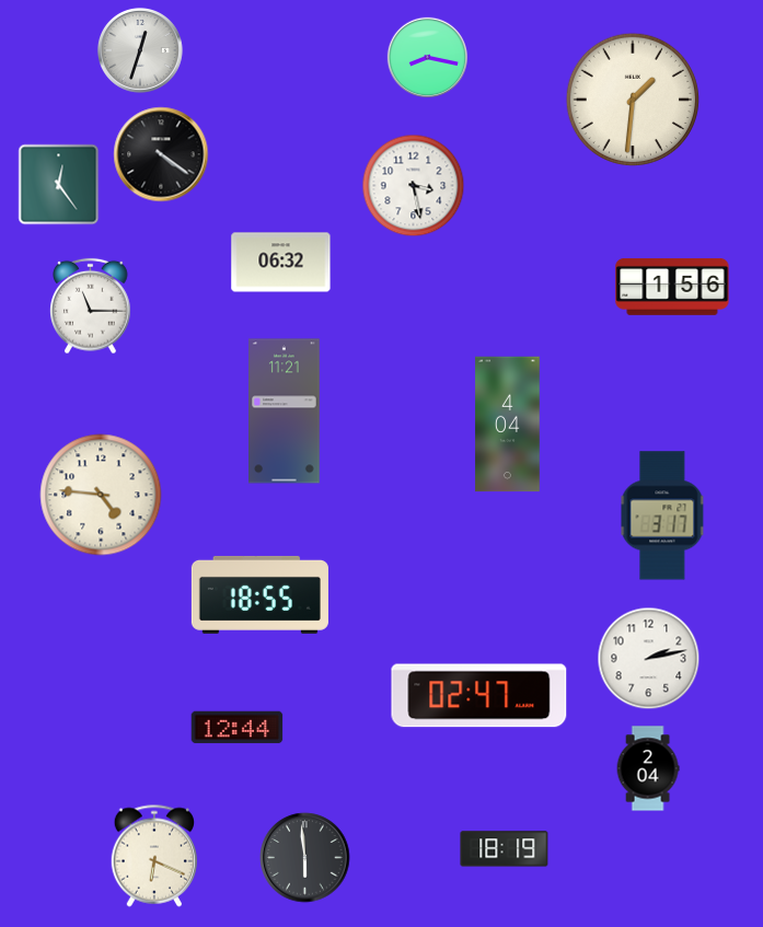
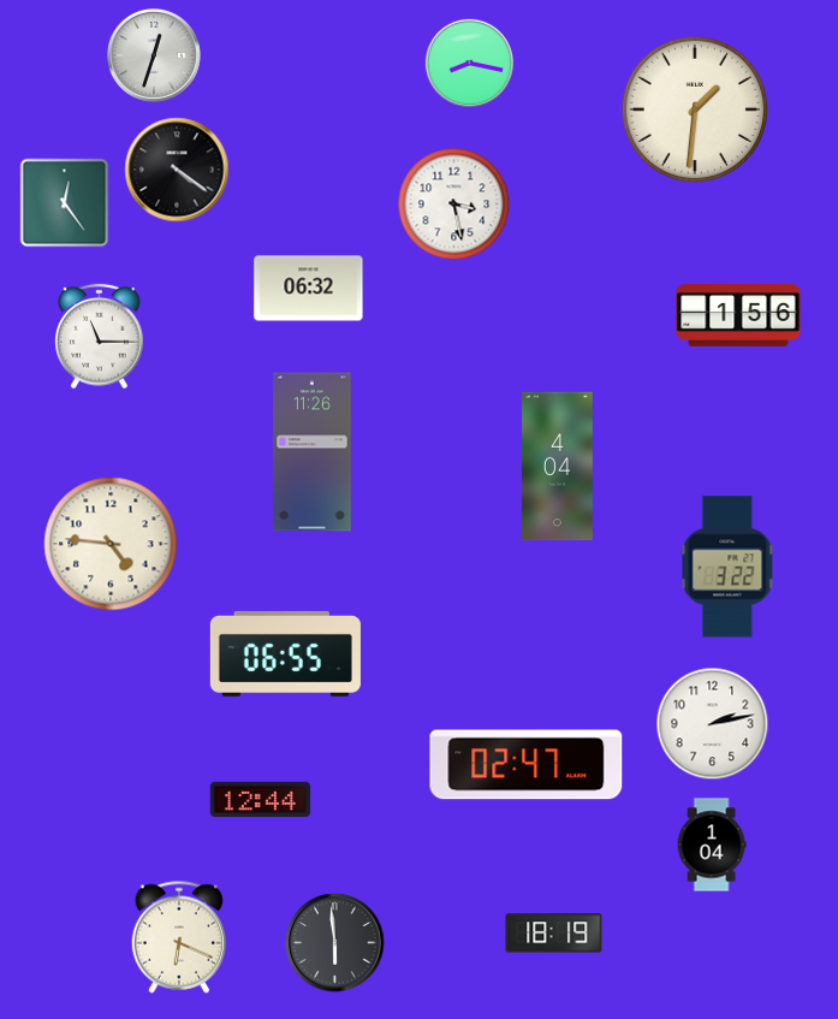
clock at (285, 412): 11:21 -> 11:26
clock at (662, 515): 3:17 -> 3:22
clock at (259, 594): 18:55 -> 06:55
clock at (648, 768): 2:04 -> 1:04
clock at (153, 856) position: (153, 856) -> (178, 937)
